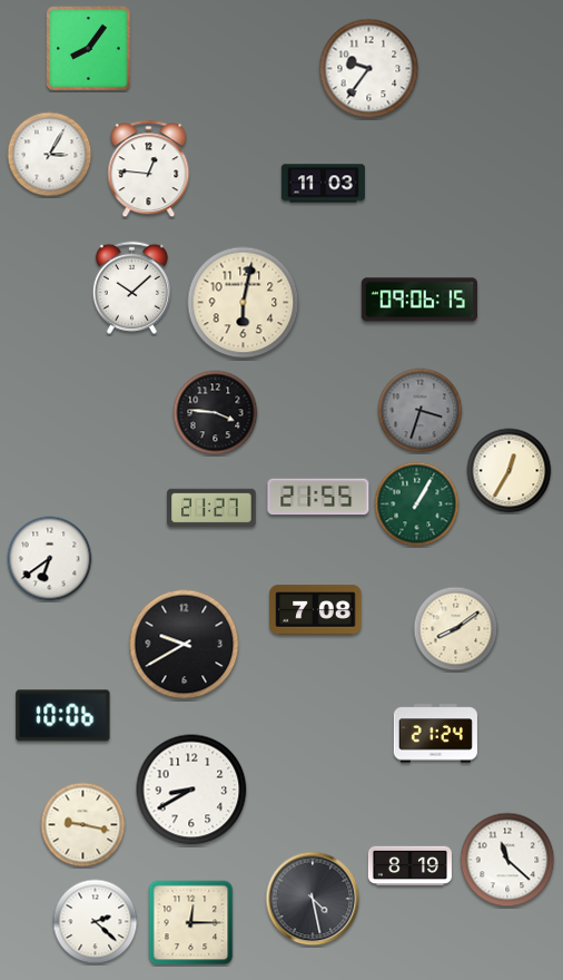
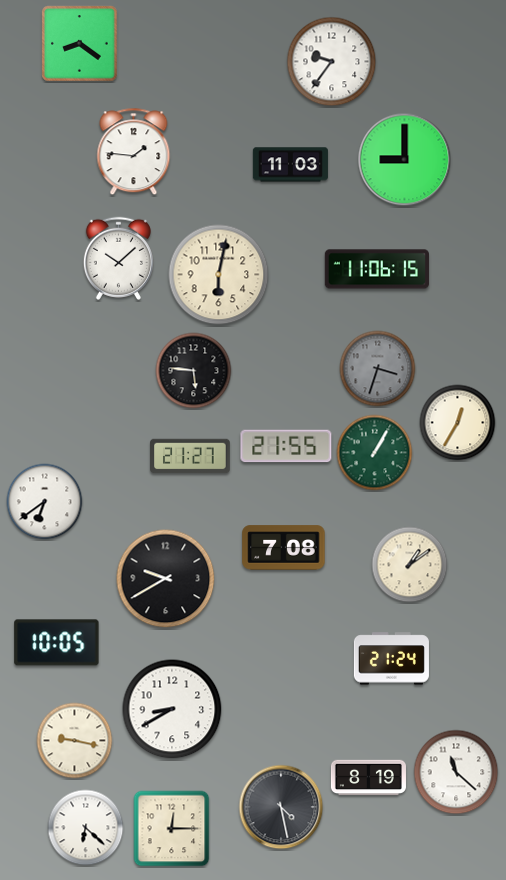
clock at (89, 49): 8:06 -> 8:21
clock at (50, 155): 3:05 -> none
clock at (149, 169): 12:46 -> 1:46
clock at (405, 160): none -> 9:00
clock at (419, 300): 09:06 -> 11:06
clock at (244, 303) position: (244, 303) -> (219, 275)
clock at (216, 413): 3:46 -> 5:46
clock at (456, 629): 8:09 -> 1:09
clock at (63, 716): 10:06 -> 10:05
clock at (96, 922): 2:22 -> 6:22
